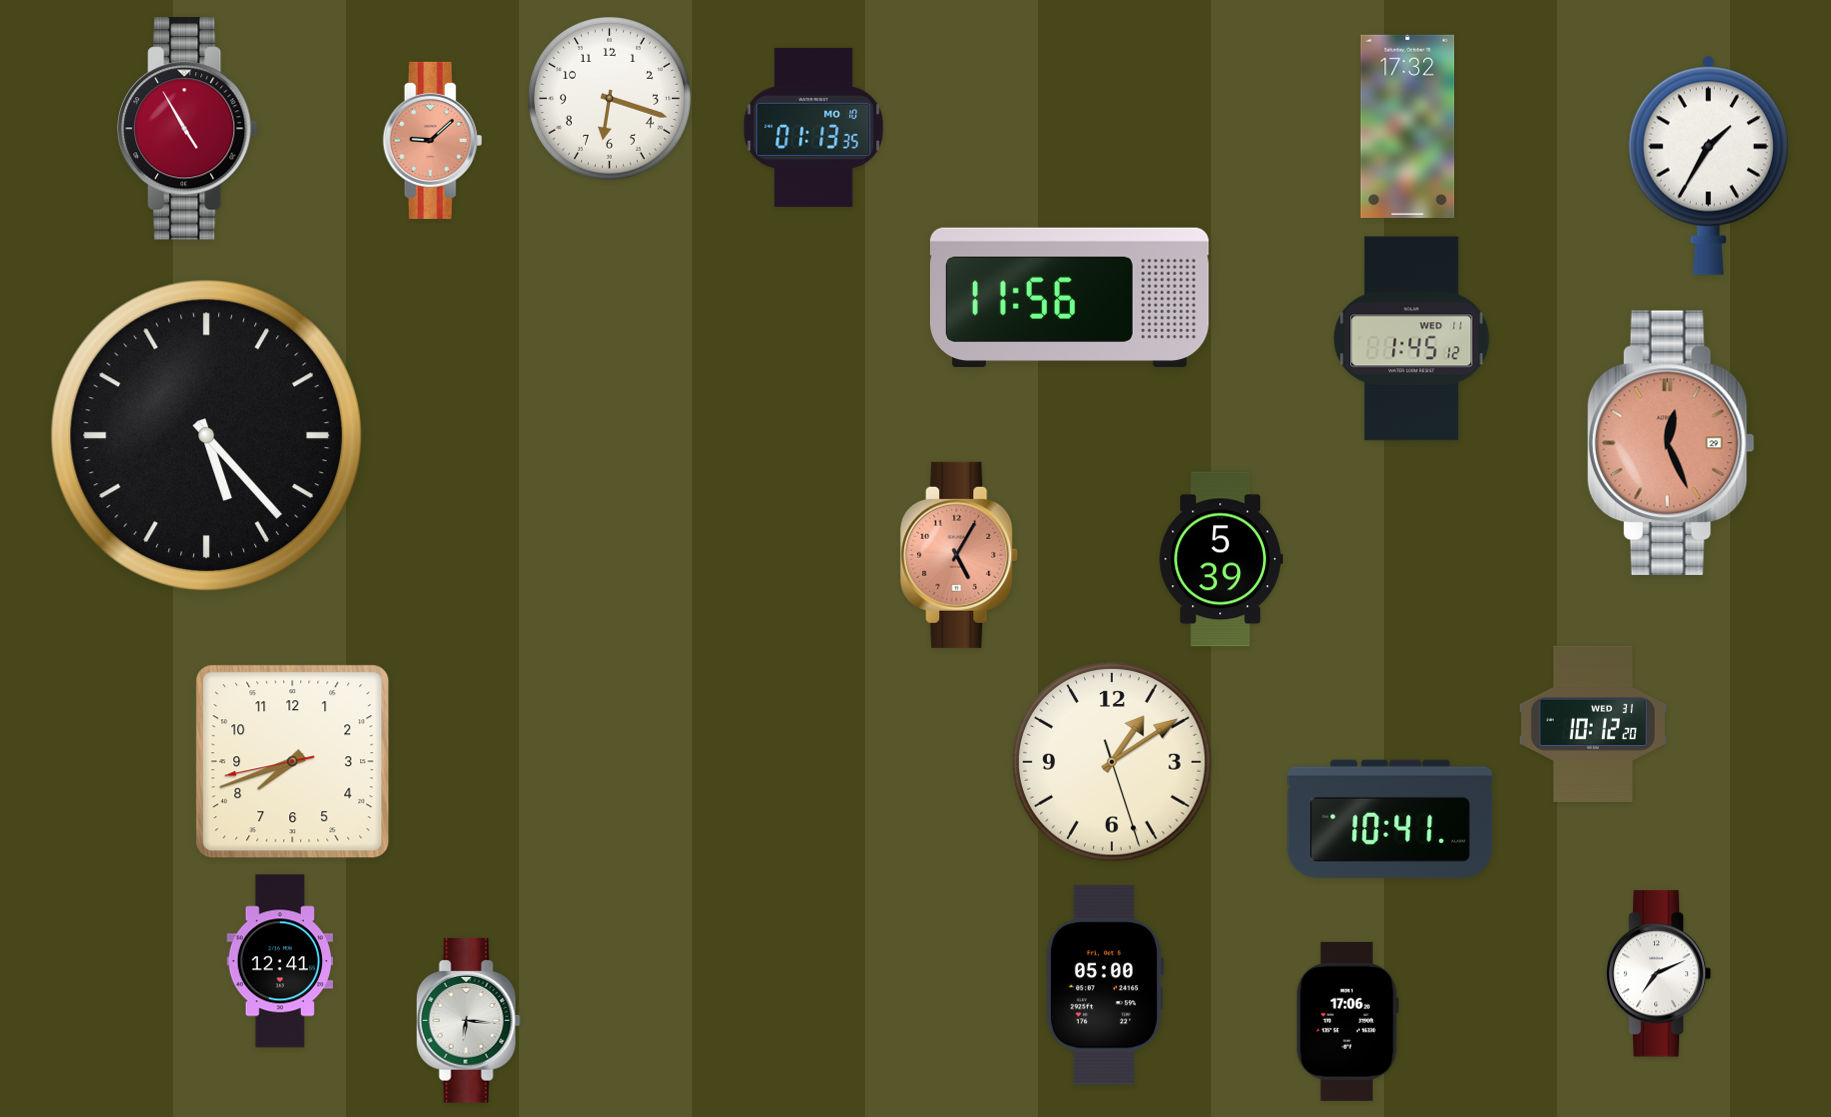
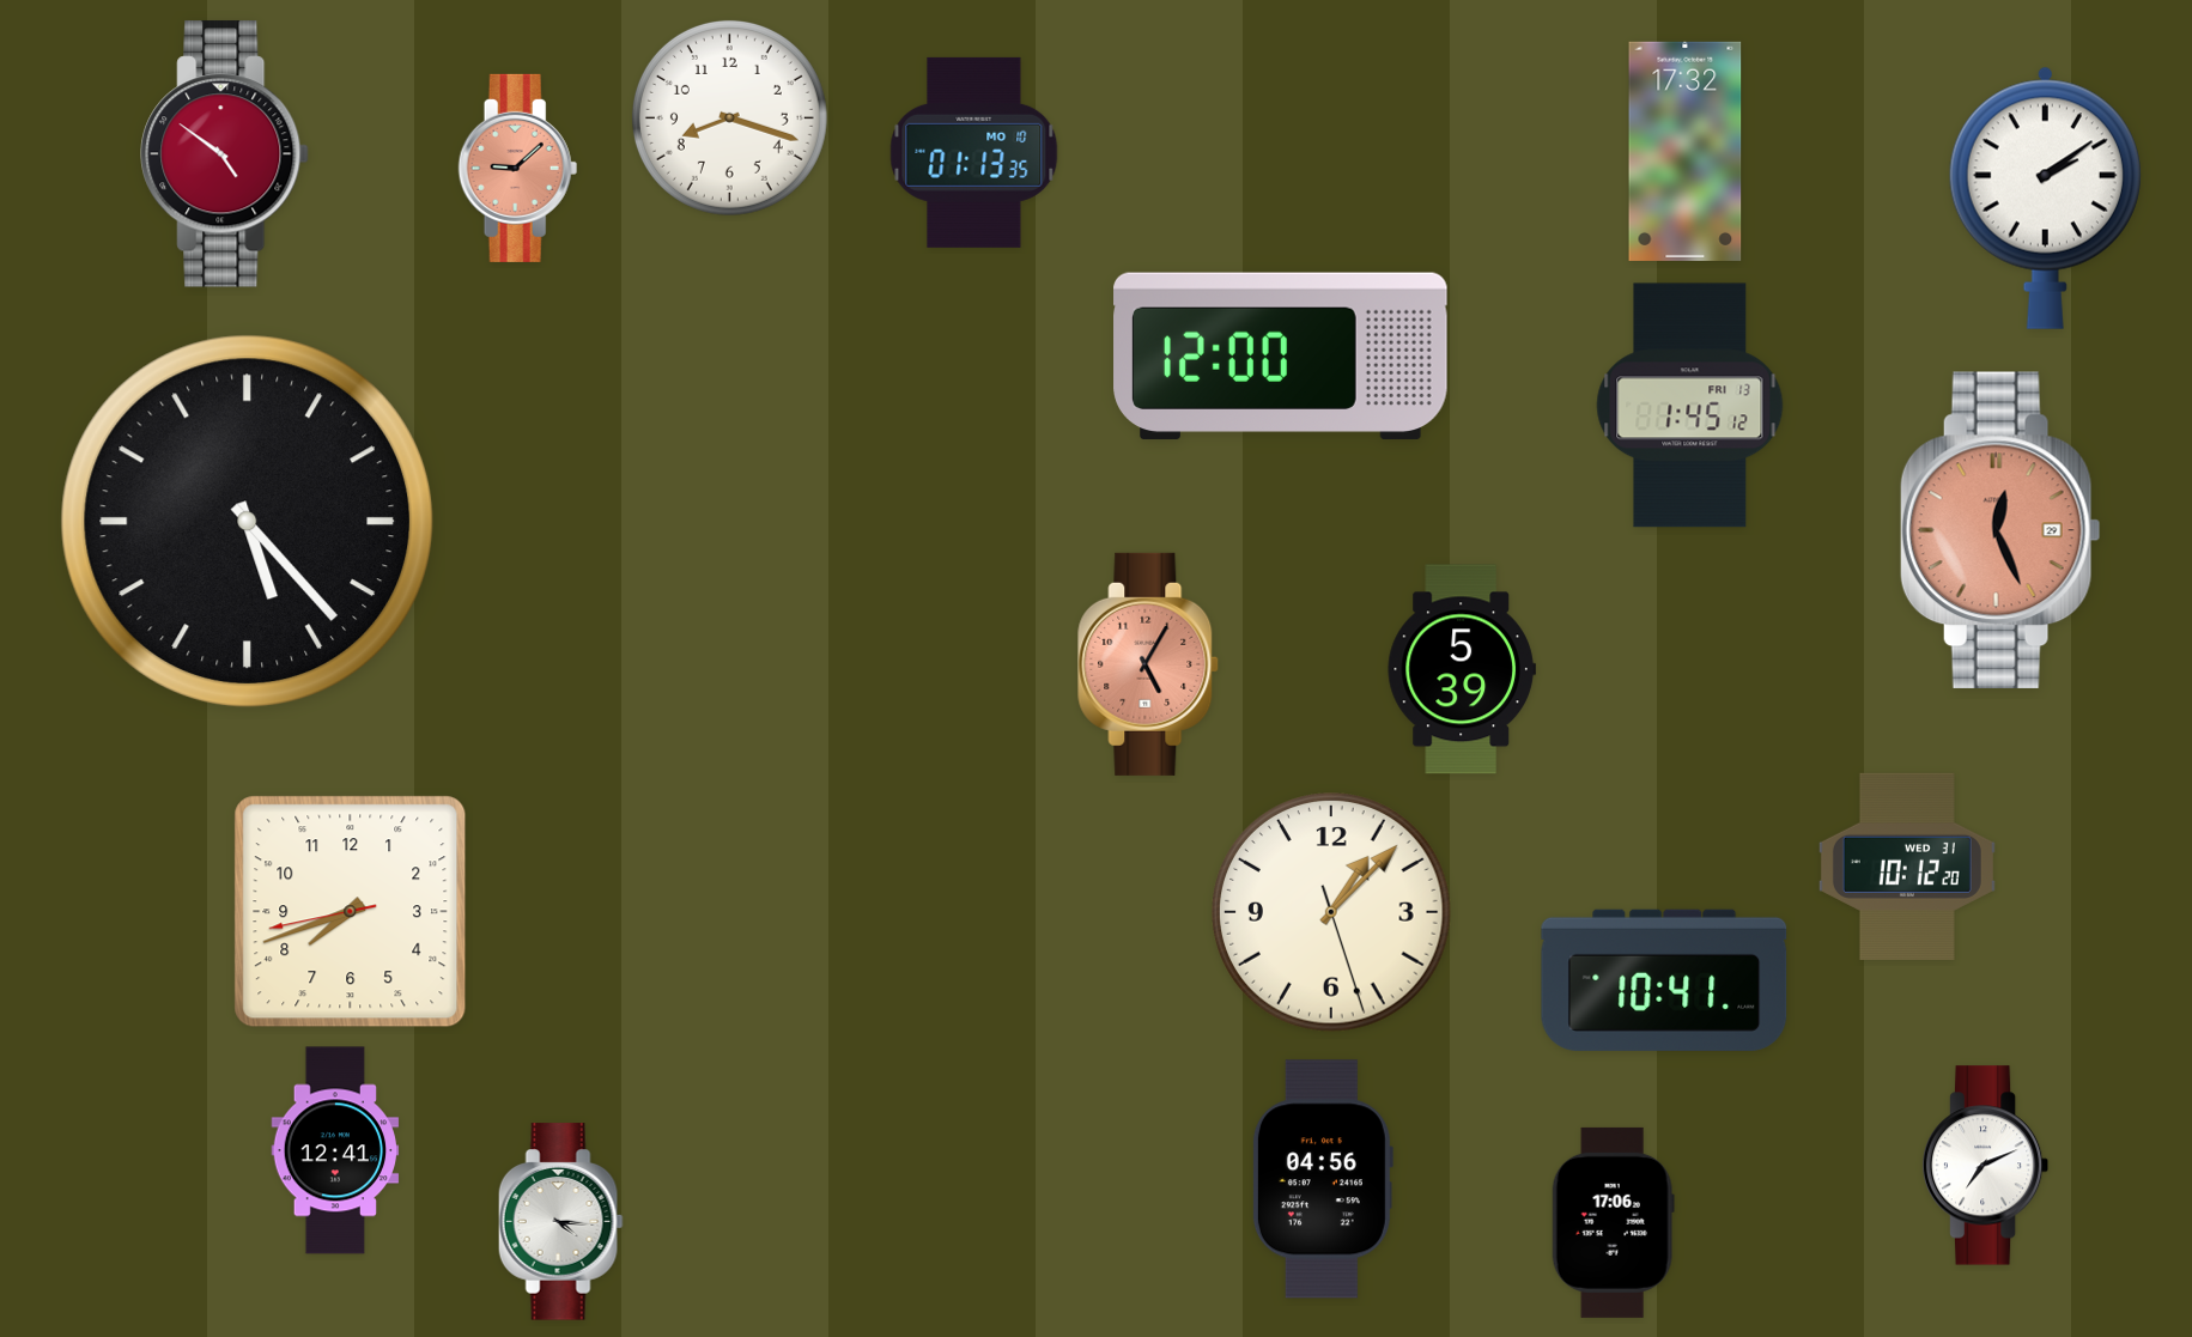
clock at (609, 98): 6:18 -> 8:18
clock at (188, 129): 4:55 -> 4:51
clock at (1708, 165): 1:35 -> 2:09
clock at (1070, 298): 11:56 -> 12:00
clock at (1412, 339) date: WED 11 -> FRI 13
clock at (1112, 762): 1:09 -> 1:07
clock at (1104, 985): 05:00 -> 04:56
clock at (468, 1021): 6:16 -> 4:16
